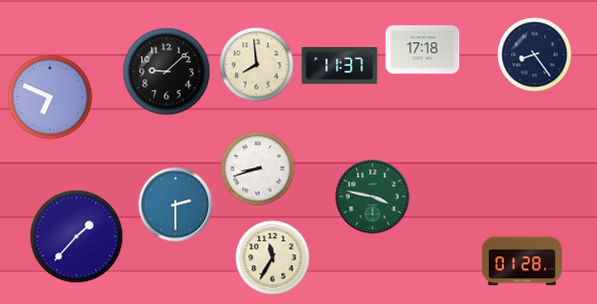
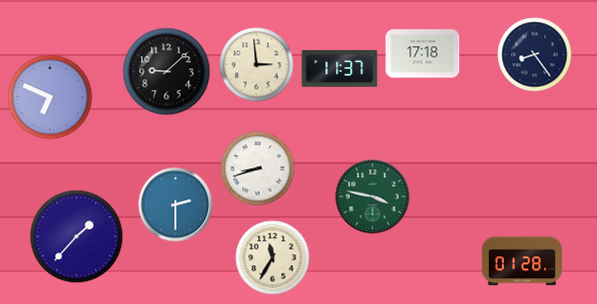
clock at (423, 50) position: (423, 50) -> (423, 54)
clock at (257, 65): 7:59 -> 2:59
clock at (340, 66) position: (340, 66) -> (340, 69)
